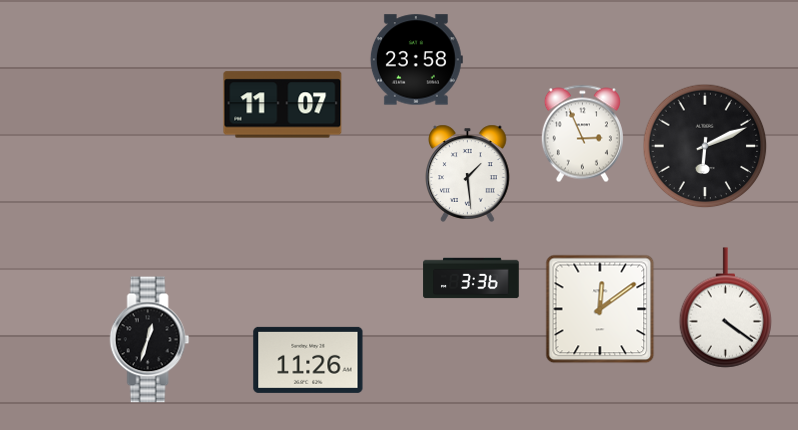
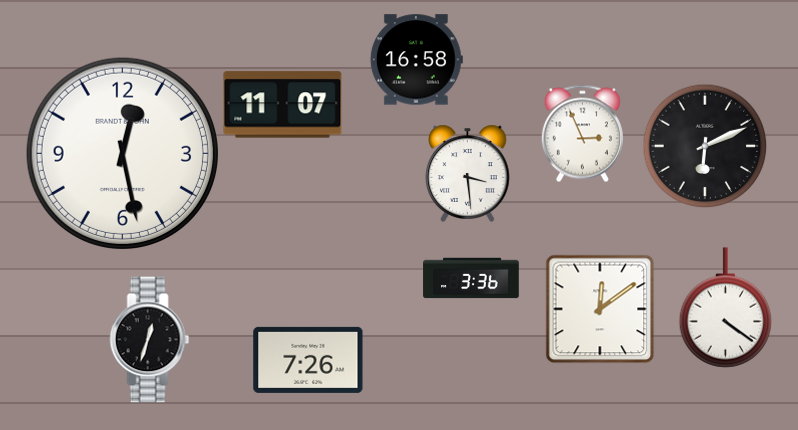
clock at (416, 60): 23:58 -> 16:58
clock at (122, 153): none -> 12:28
clock at (468, 173): 1:29 -> 3:29
clock at (308, 360): 11:26 -> 7:26
